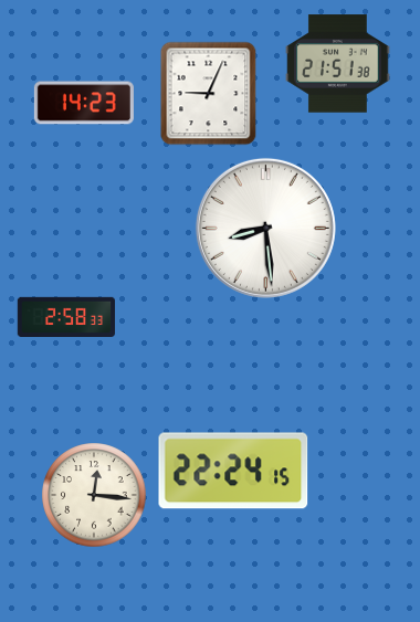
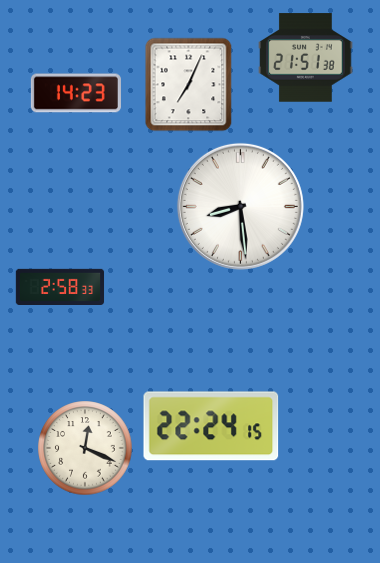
clock at (209, 94): 9:04 -> 7:04
clock at (94, 495): 12:16 -> 12:19
